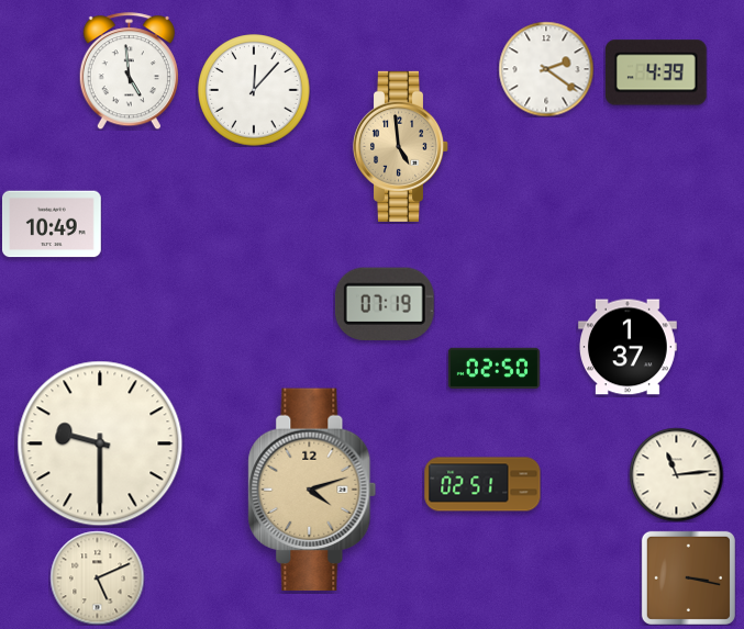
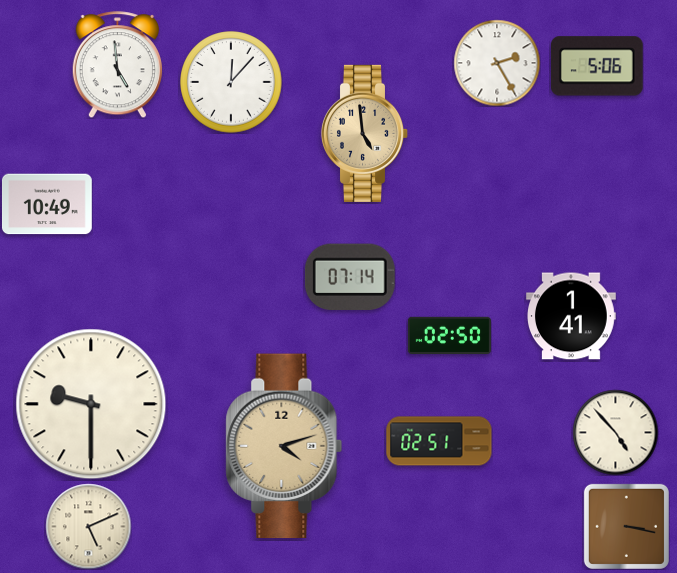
clock at (546, 69): 2:21 -> 2:25
clock at (656, 72): 4:39 -> 5:06
clock at (385, 303): 07:19 -> 07:14
clock at (629, 347): 1:37 -> 1:41
clock at (676, 474): 11:14 -> 4:53
